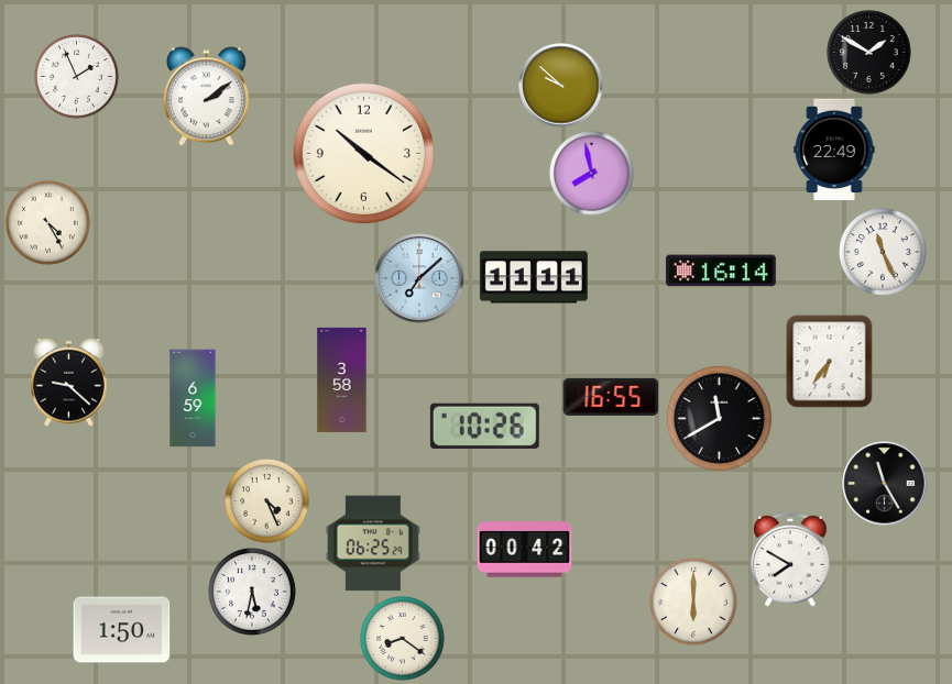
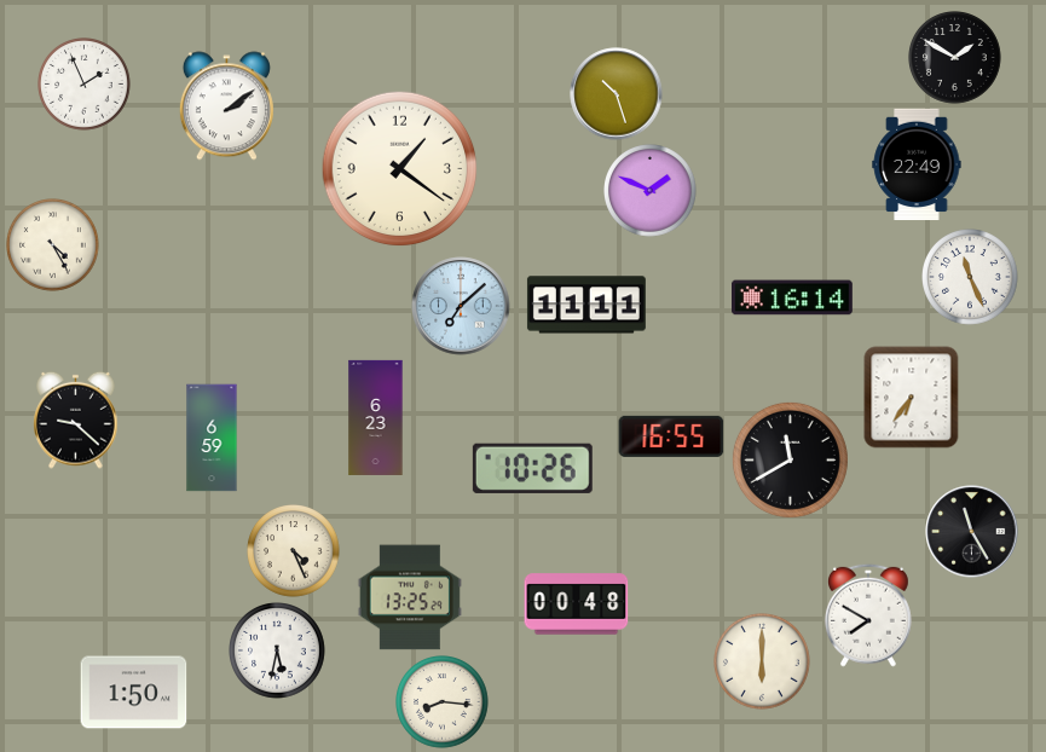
clock at (561, 86): 9:52 -> 10:27
clock at (364, 154): 10:21 -> 1:21
clock at (592, 174): 7:58 -> 1:49
clock at (342, 379): 3:58 -> 6:23
clock at (373, 543): 06:25 -> 13:25
clock at (525, 550): 00:42 -> 00:48
clock at (403, 639): 8:21 -> 8:16
